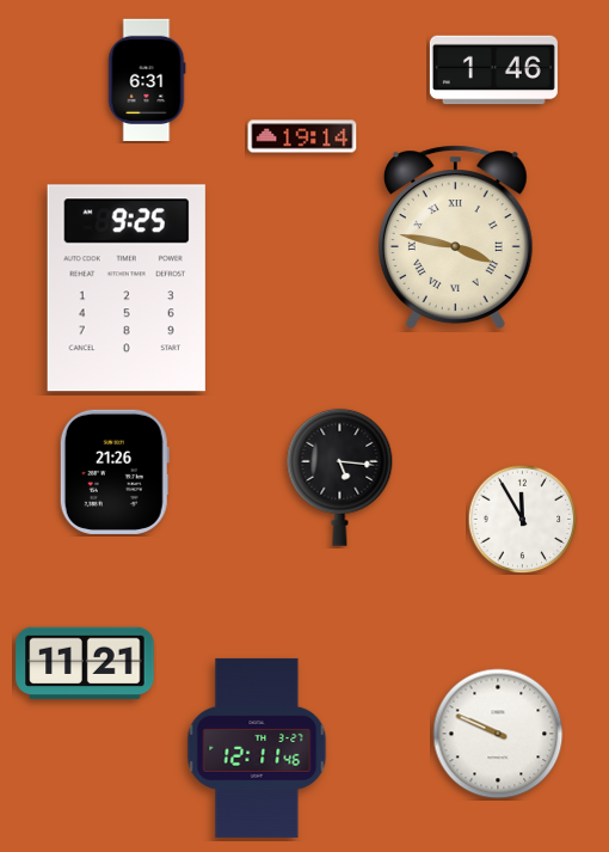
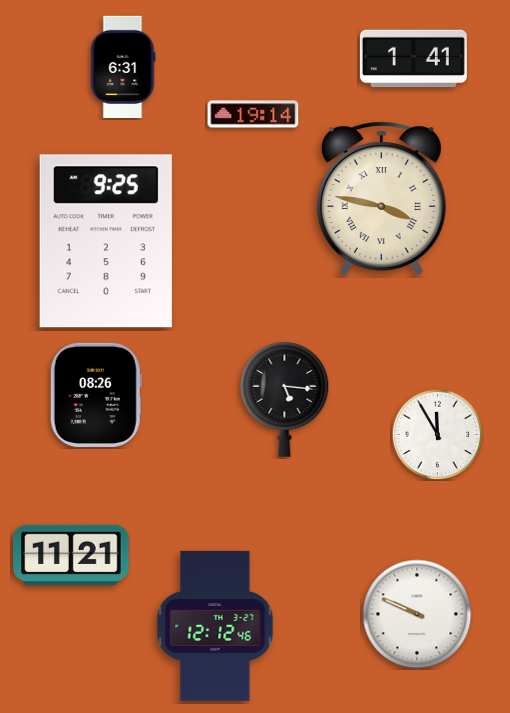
clock at (493, 71): 1:46 -> 1:41
clock at (115, 472): 21:26 -> 08:26
clock at (257, 748): 12:11 -> 12:12
